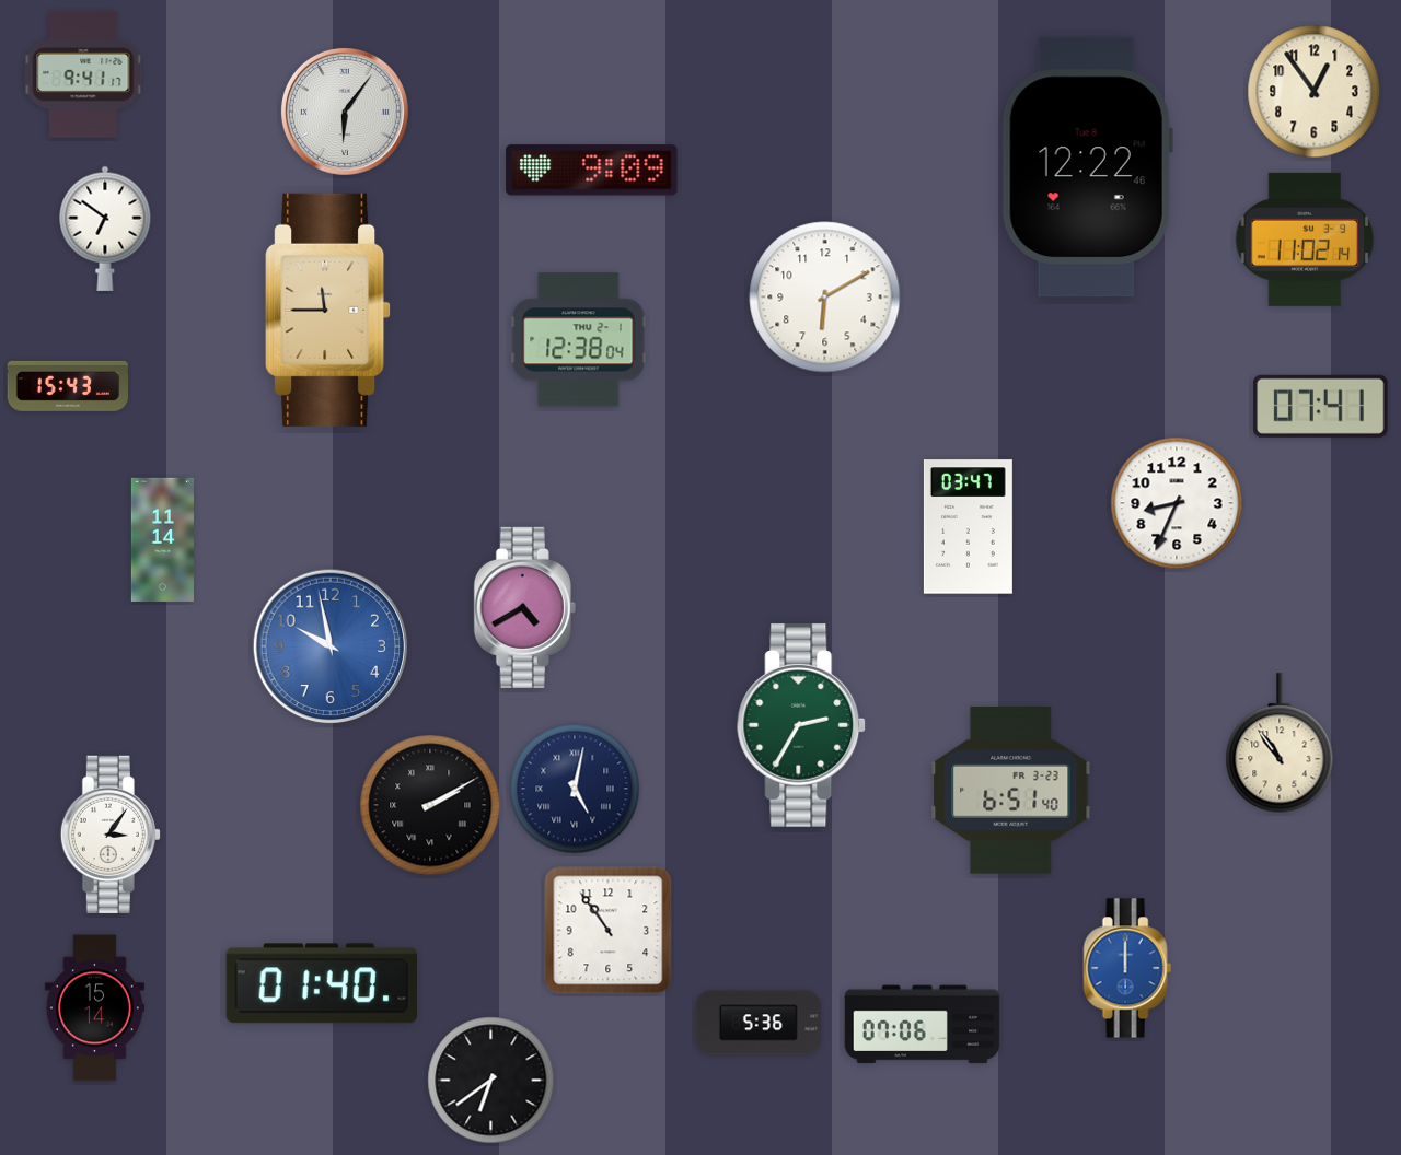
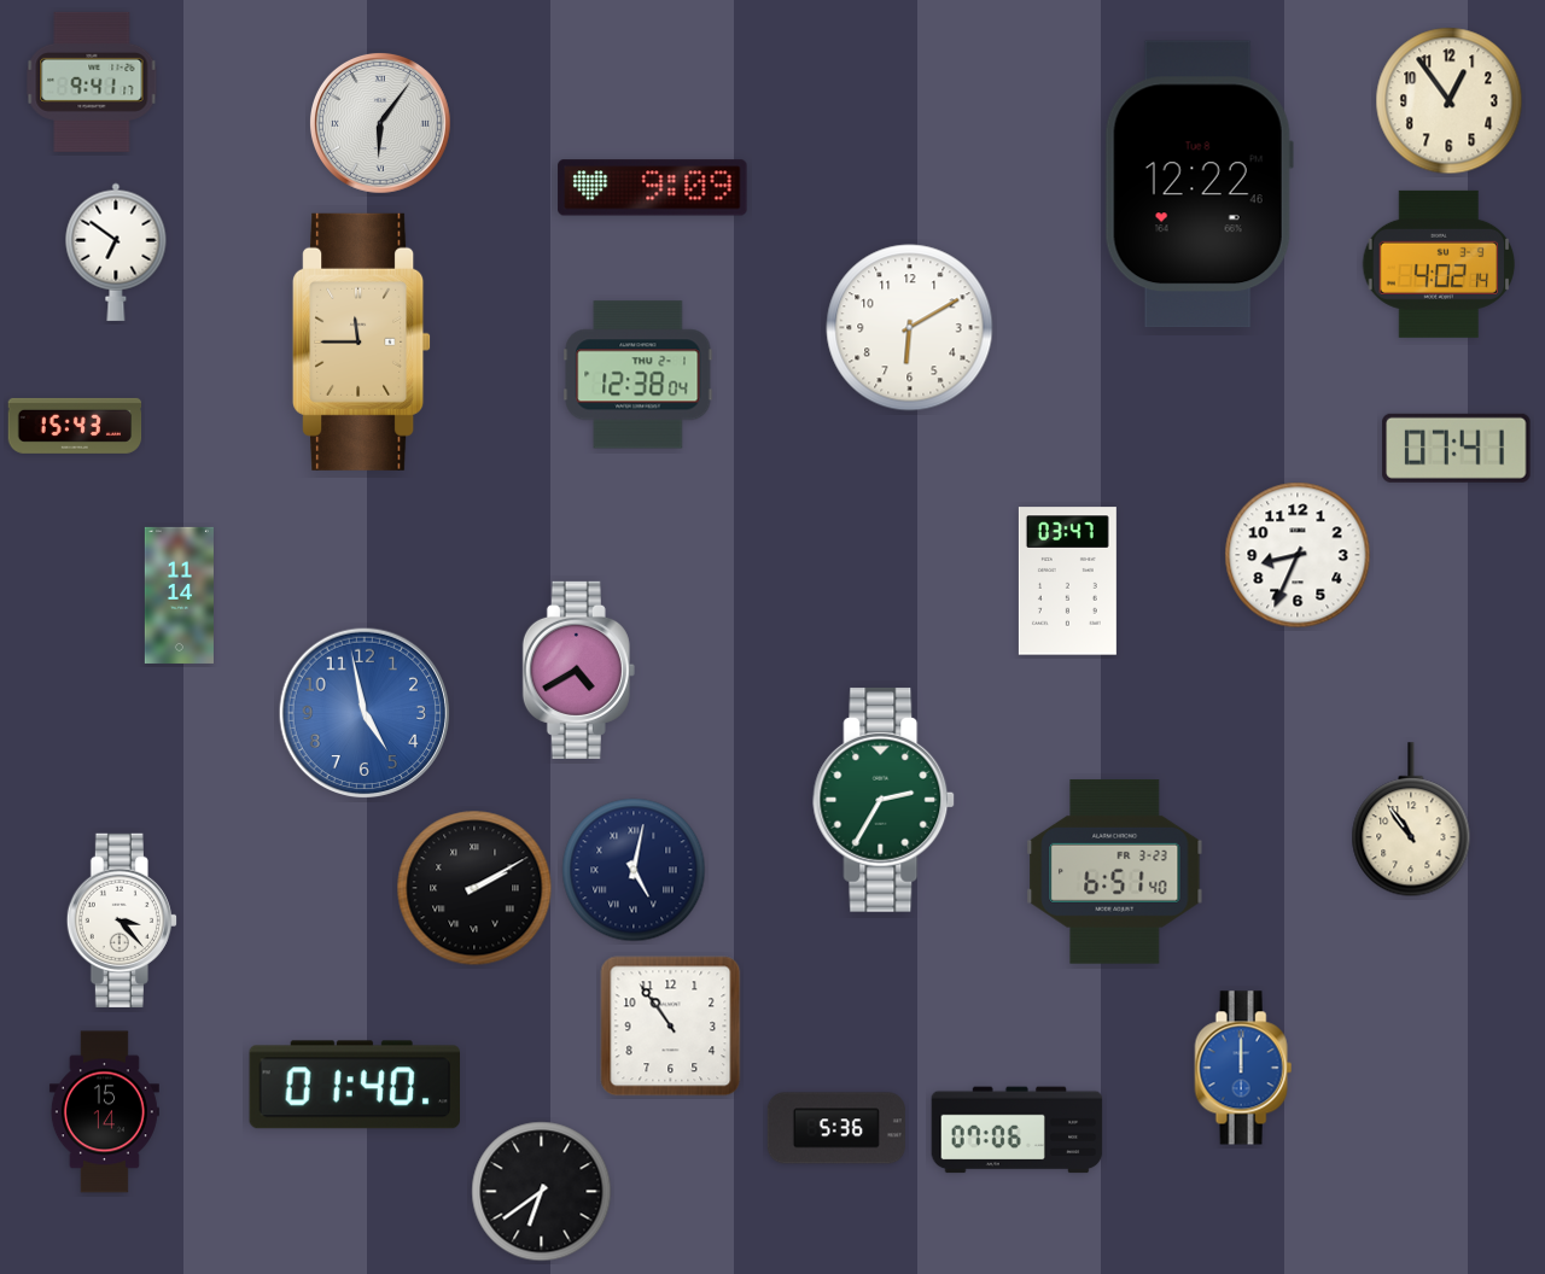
clock at (1305, 240): 11:02 -> 4:02
clock at (331, 646): 9:58 -> 4:58
clock at (111, 835): 3:06 -> 3:23
